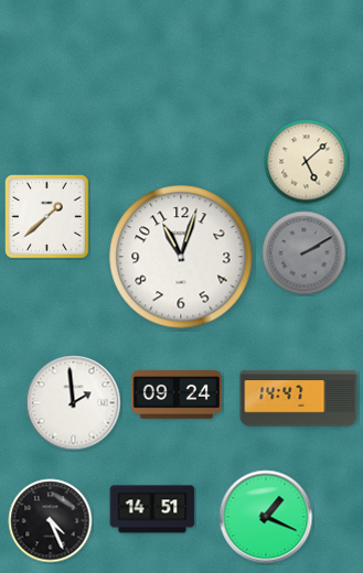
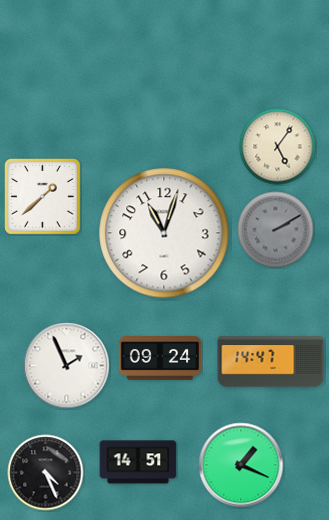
clock at (307, 162): 5:08 -> 5:06
clock at (74, 403): 1:59 -> 1:56
clock at (266, 517) position: (266, 517) -> (241, 465)
